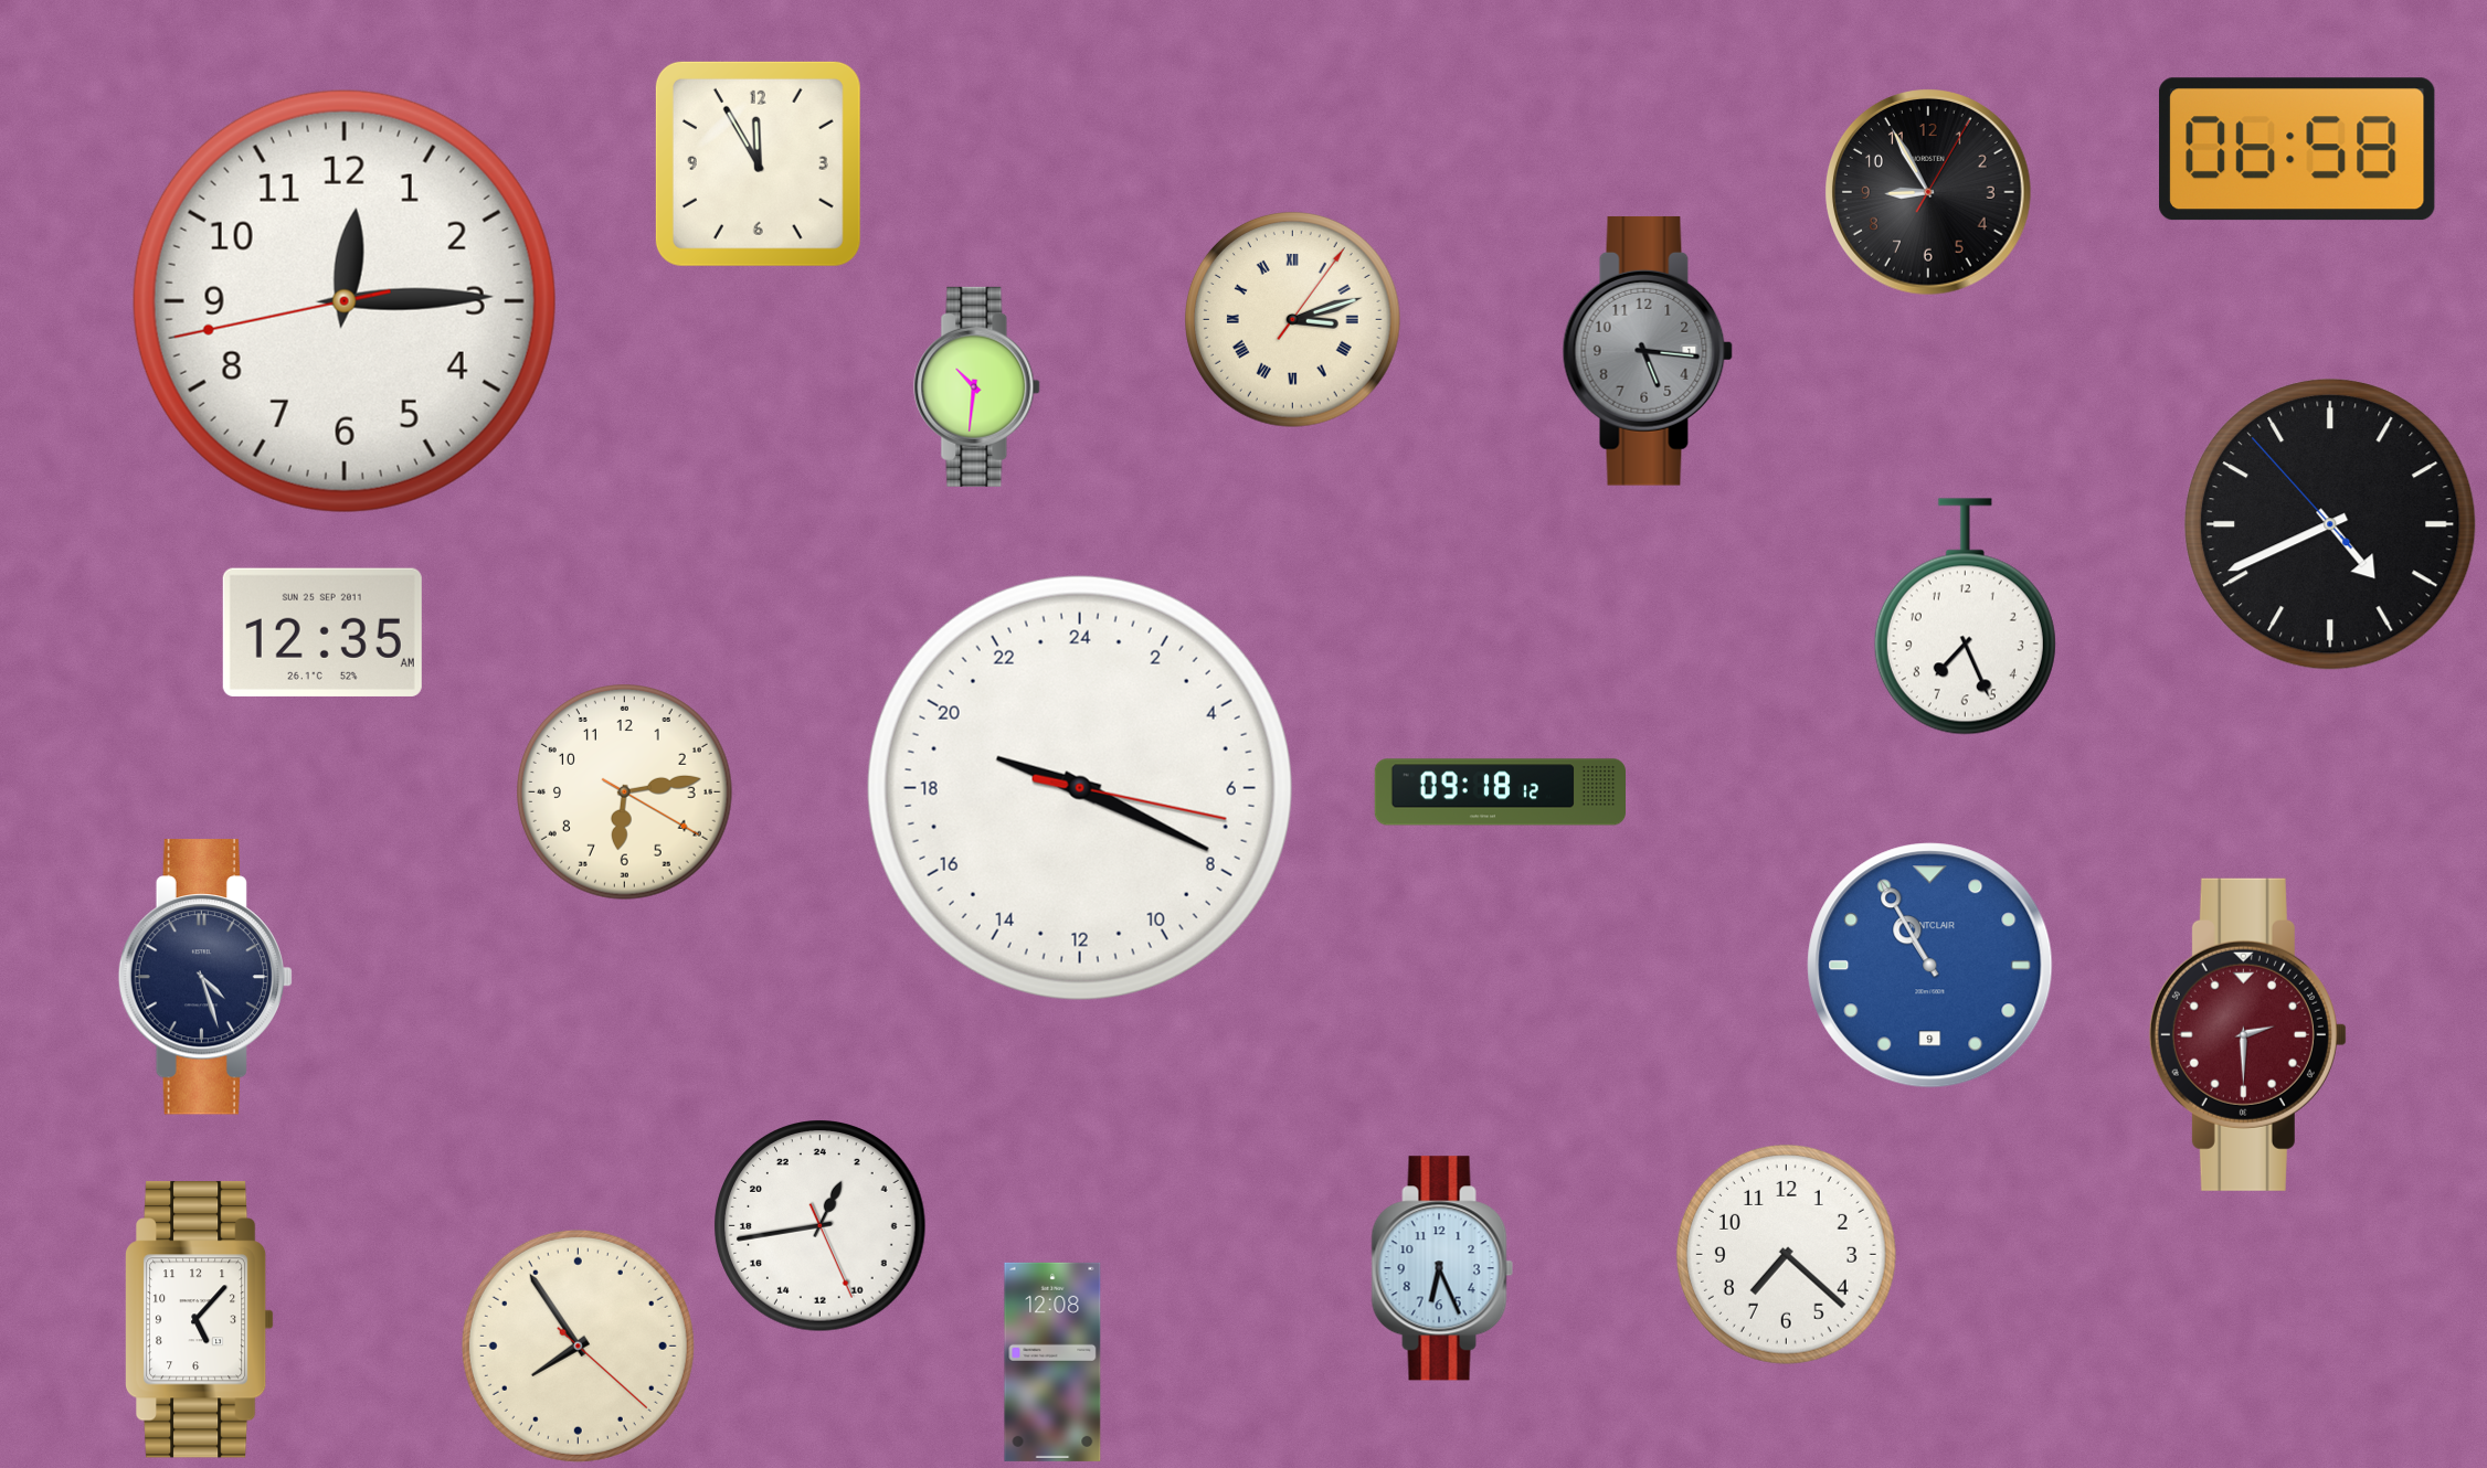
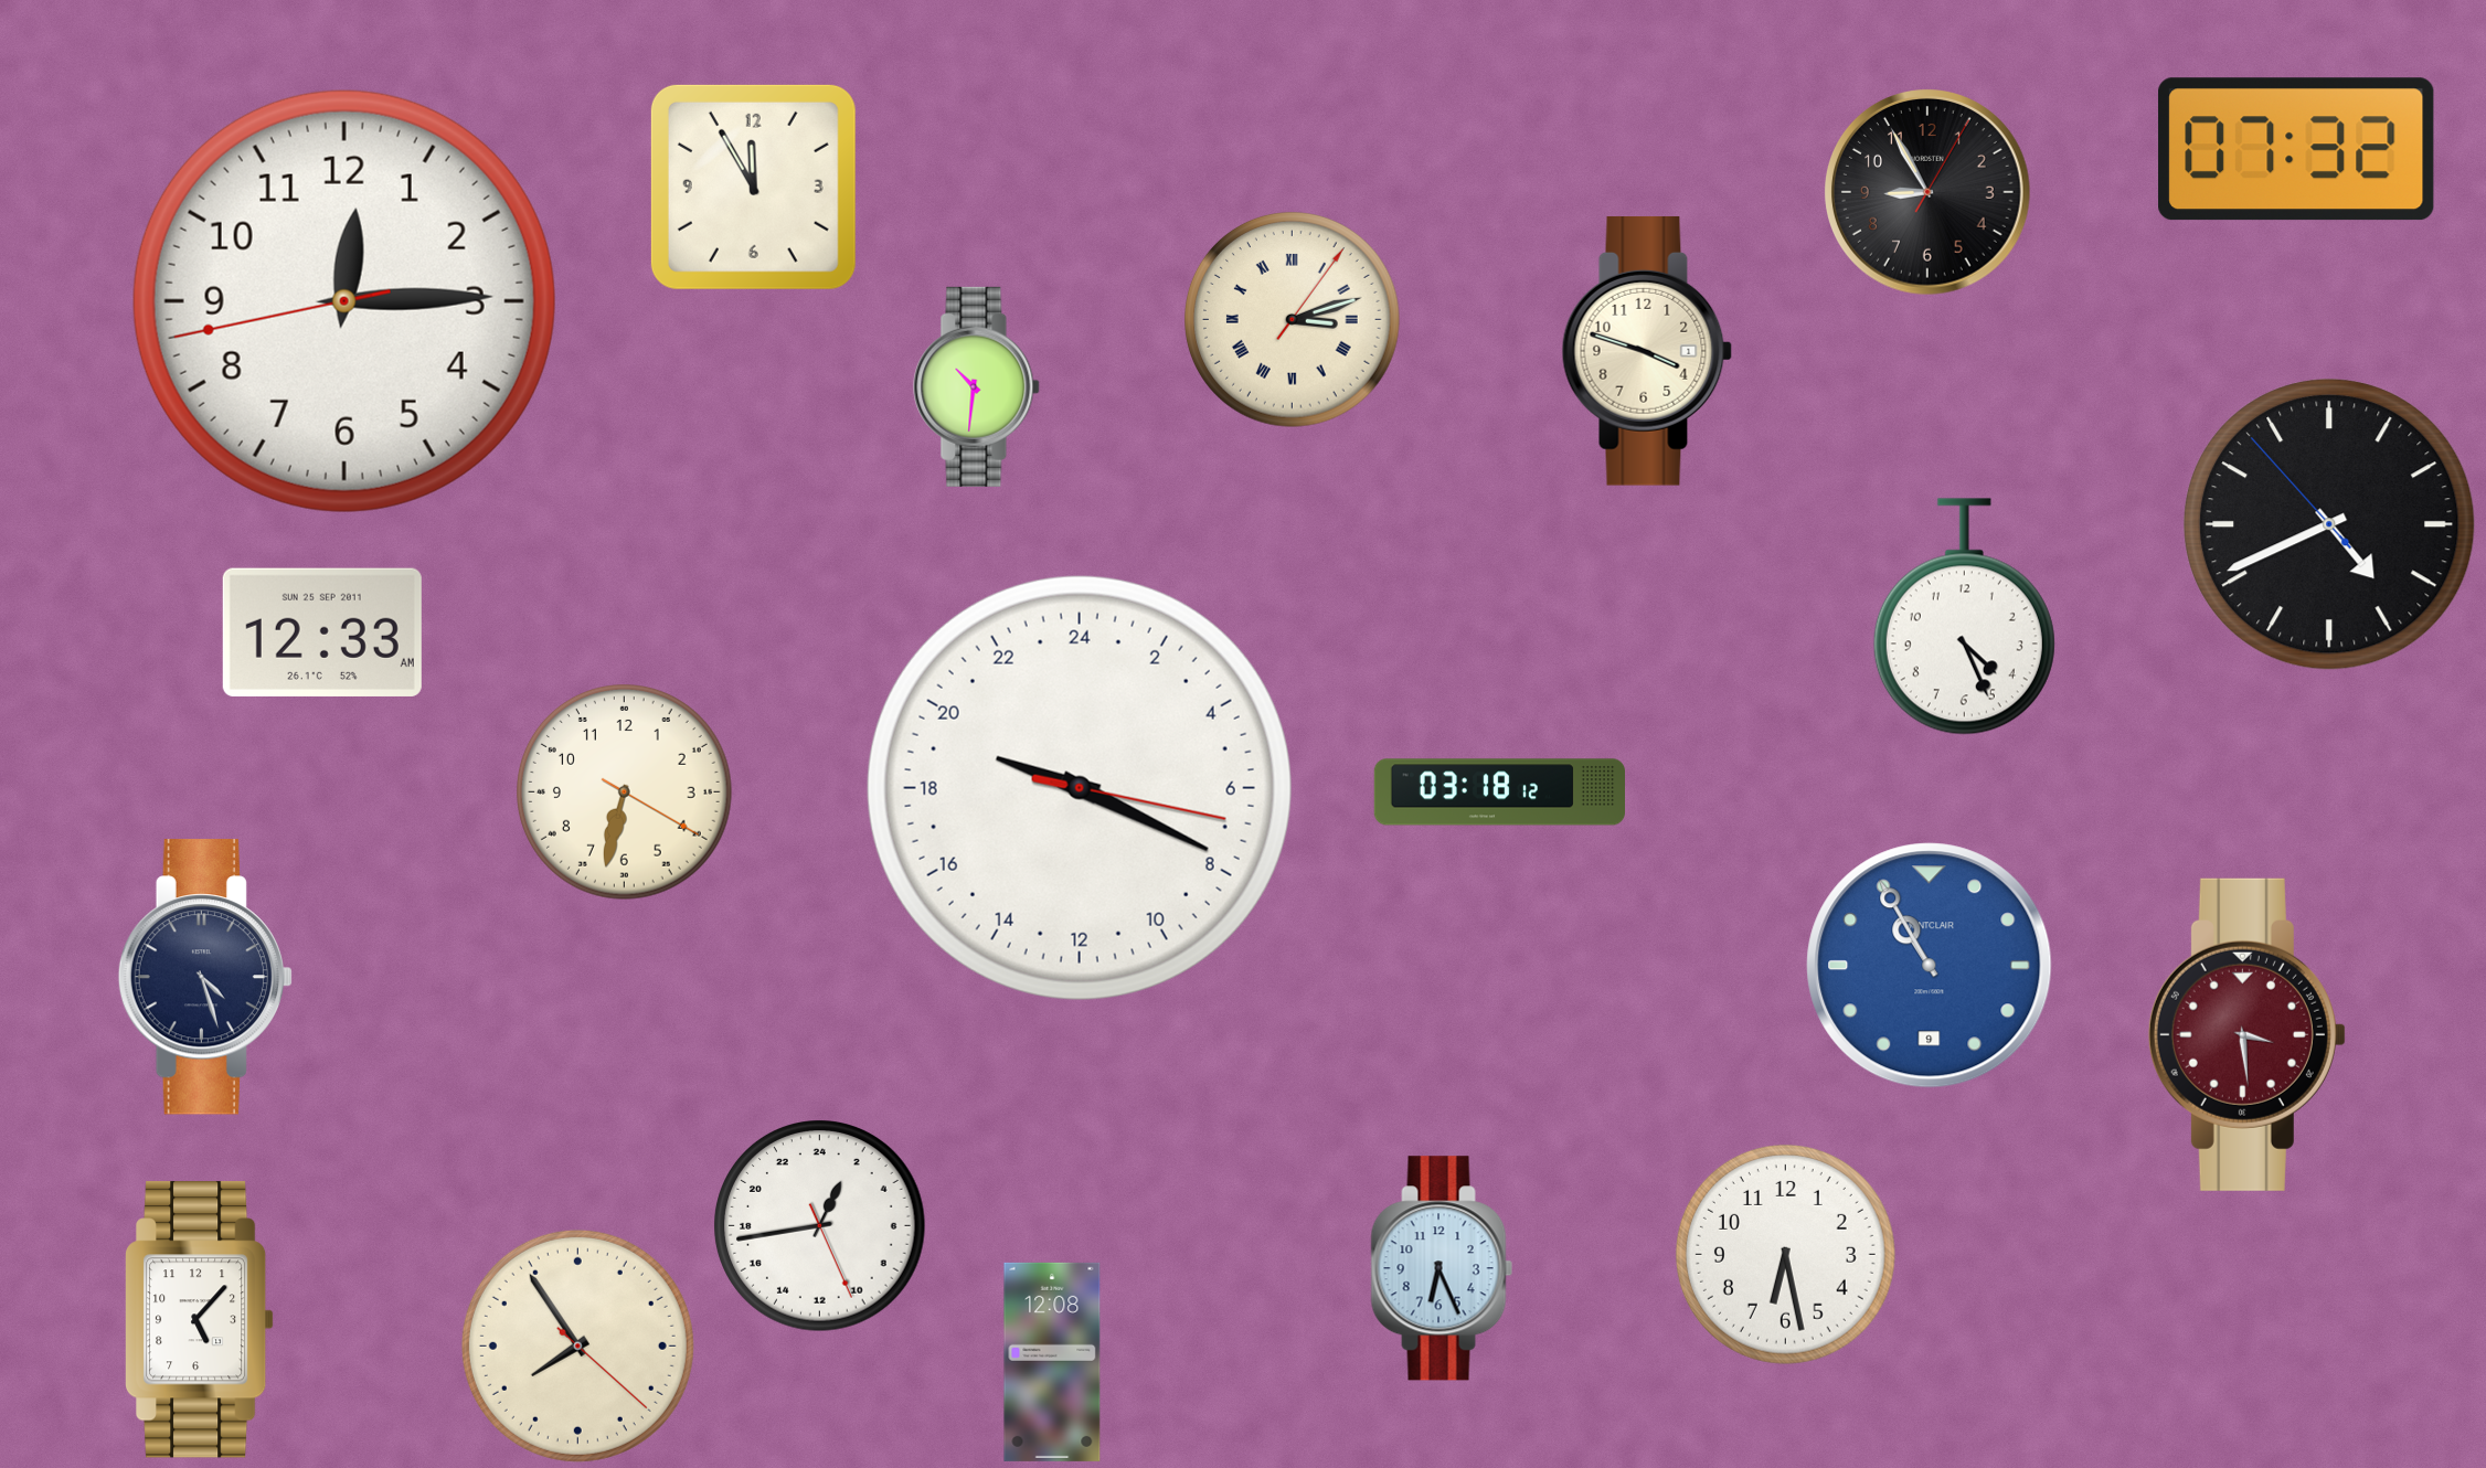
clock at (2298, 149): 06:58 -> 07:32
clock at (758, 163) position: (758, 163) -> (753, 187)
clock at (1648, 351): 5:16 -> 3:48
clock at (1648, 351) dial: grey -> cream
clock at (1965, 617): 7:26 -> 4:26
clock at (322, 632): 12:35 -> 12:33
clock at (625, 792): 6:13 -> 6:32
clock at (1500, 792): 09:18 -> 03:18
clock at (2247, 1034): 2:30 -> 3:29
clock at (1786, 1254): 7:22 -> 6:28
